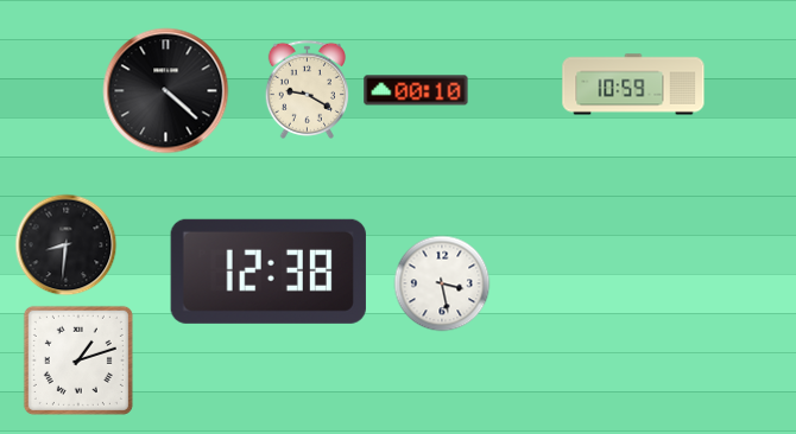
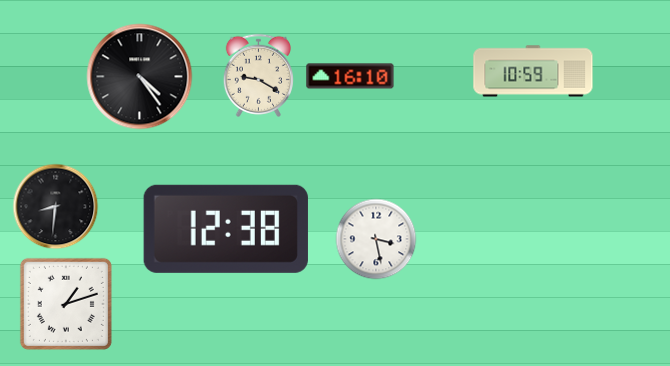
clock at (416, 90): 00:10 -> 16:10
clock at (166, 91): 4:22 -> 4:24
clock at (442, 283) position: (442, 283) -> (376, 239)
